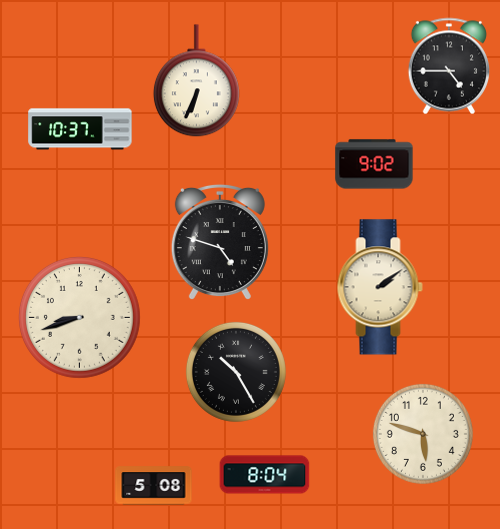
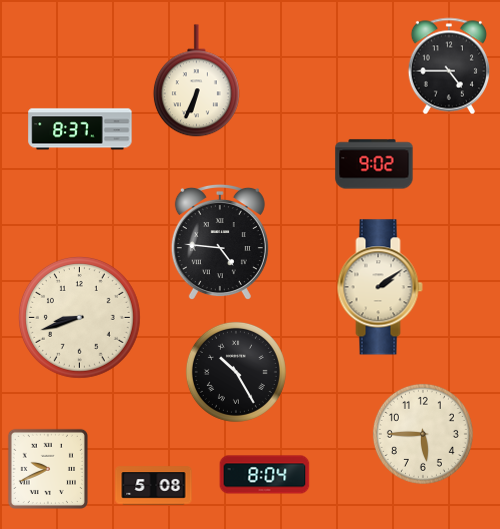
clock at (80, 129): 10:37 -> 8:37
clock at (220, 242): 4:48 -> 4:46
clock at (423, 434): 5:48 -> 5:45
clock at (47, 468): none -> 9:41
